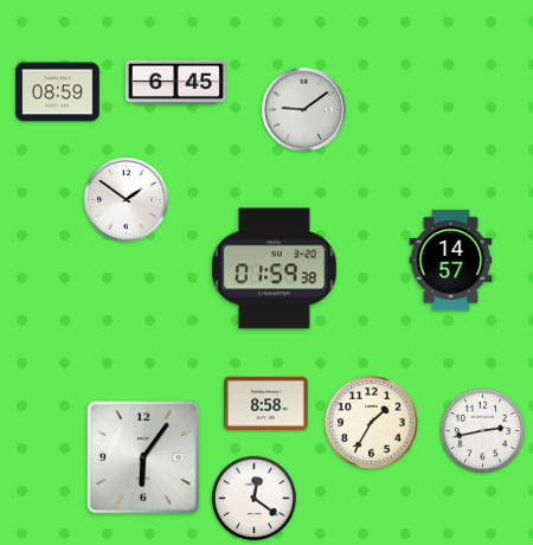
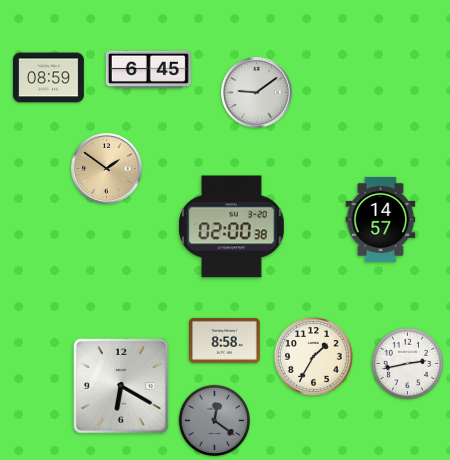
clock at (127, 200) dial: white -> champagne
clock at (275, 269): 01:59 -> 02:00
clock at (145, 459): 6:06 -> 6:20
clock at (255, 499) dial: white -> grey
